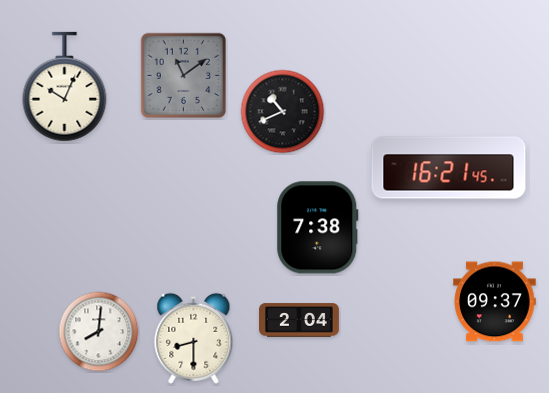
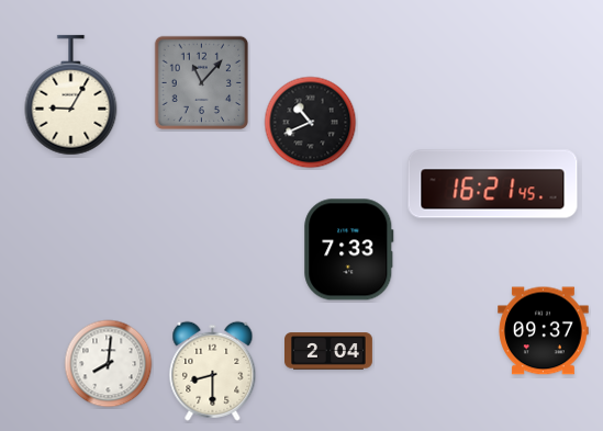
clock at (184, 76): 11:09 -> 11:07
clock at (65, 87): 10:04 -> 9:05
clock at (318, 228): 7:38 -> 7:33
